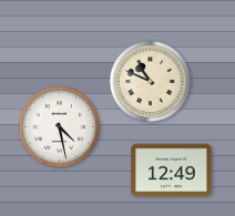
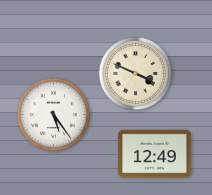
clock at (150, 81): 10:49 -> 3:49
clock at (59, 126): 4:28 -> 5:24
